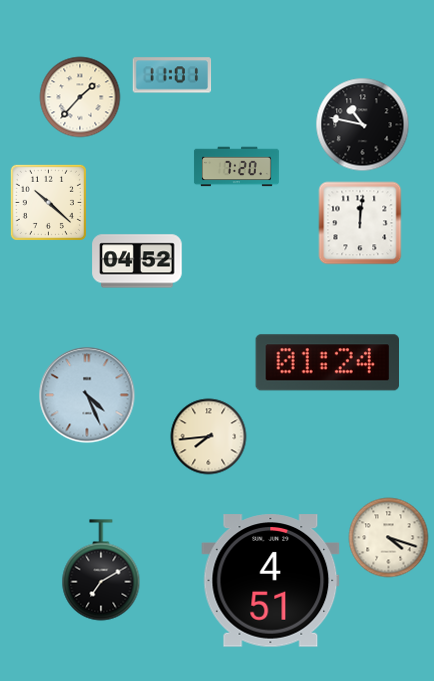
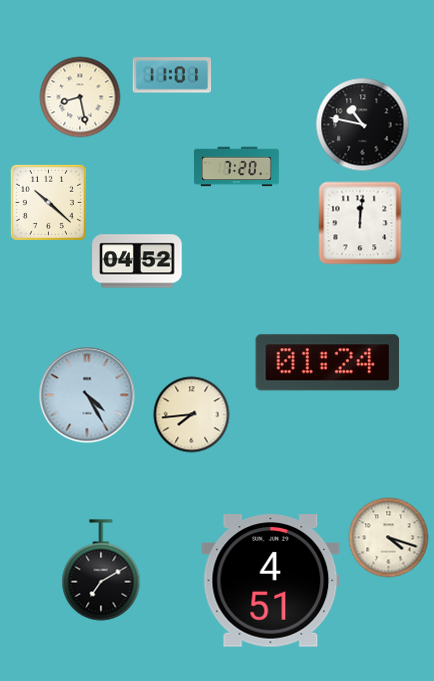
clock at (80, 97): 1:37 -> 8:28
clock at (87, 395): 4:26 -> 4:25
clock at (209, 437) position: (209, 437) -> (192, 415)
